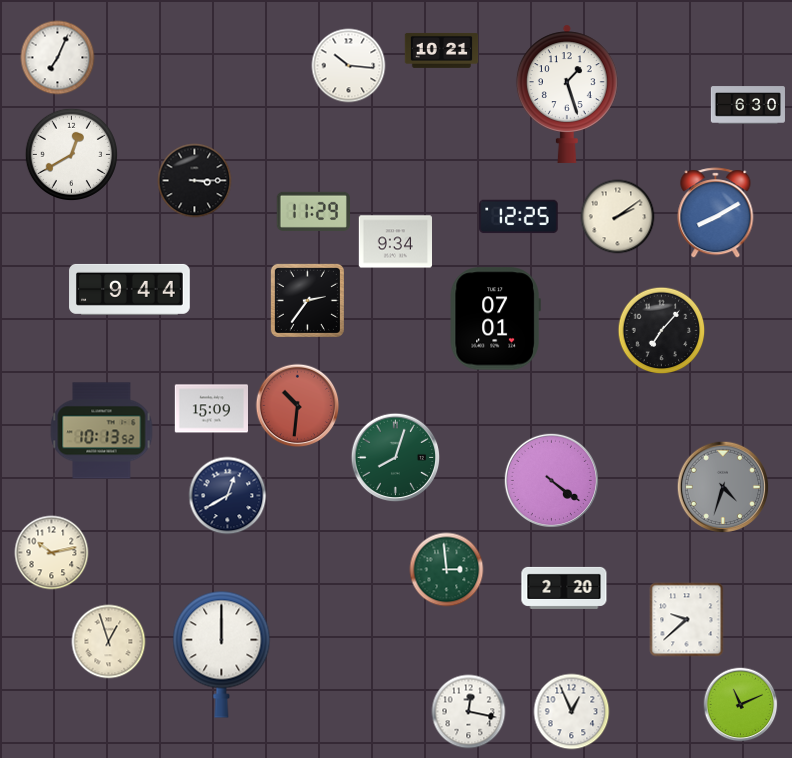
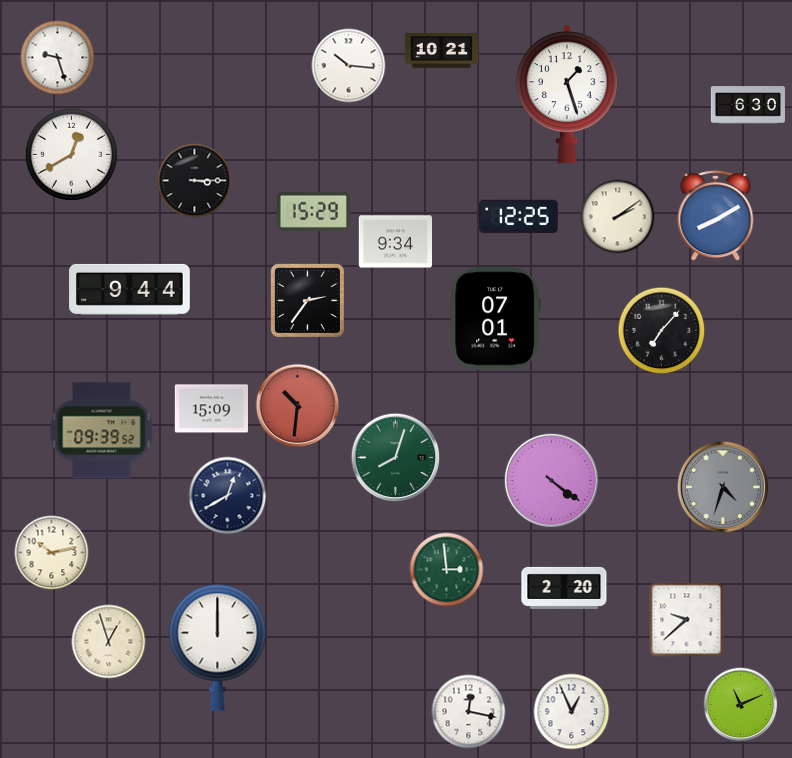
clock at (58, 58): 7:04 -> 9:27
clock at (313, 211): 11:29 -> 15:29
clock at (716, 213) position: (716, 213) -> (716, 216)
clock at (102, 431): 10:13 -> 09:39
clock at (222, 654) position: (222, 654) -> (218, 647)
